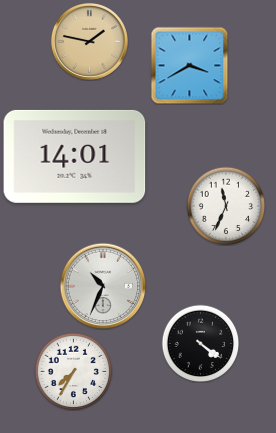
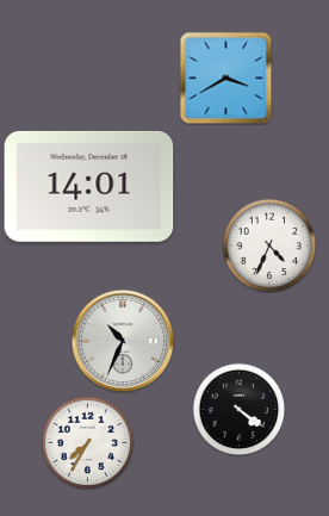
clock at (89, 41): 1:47 -> none
clock at (226, 206): 11:34 -> 4:34
